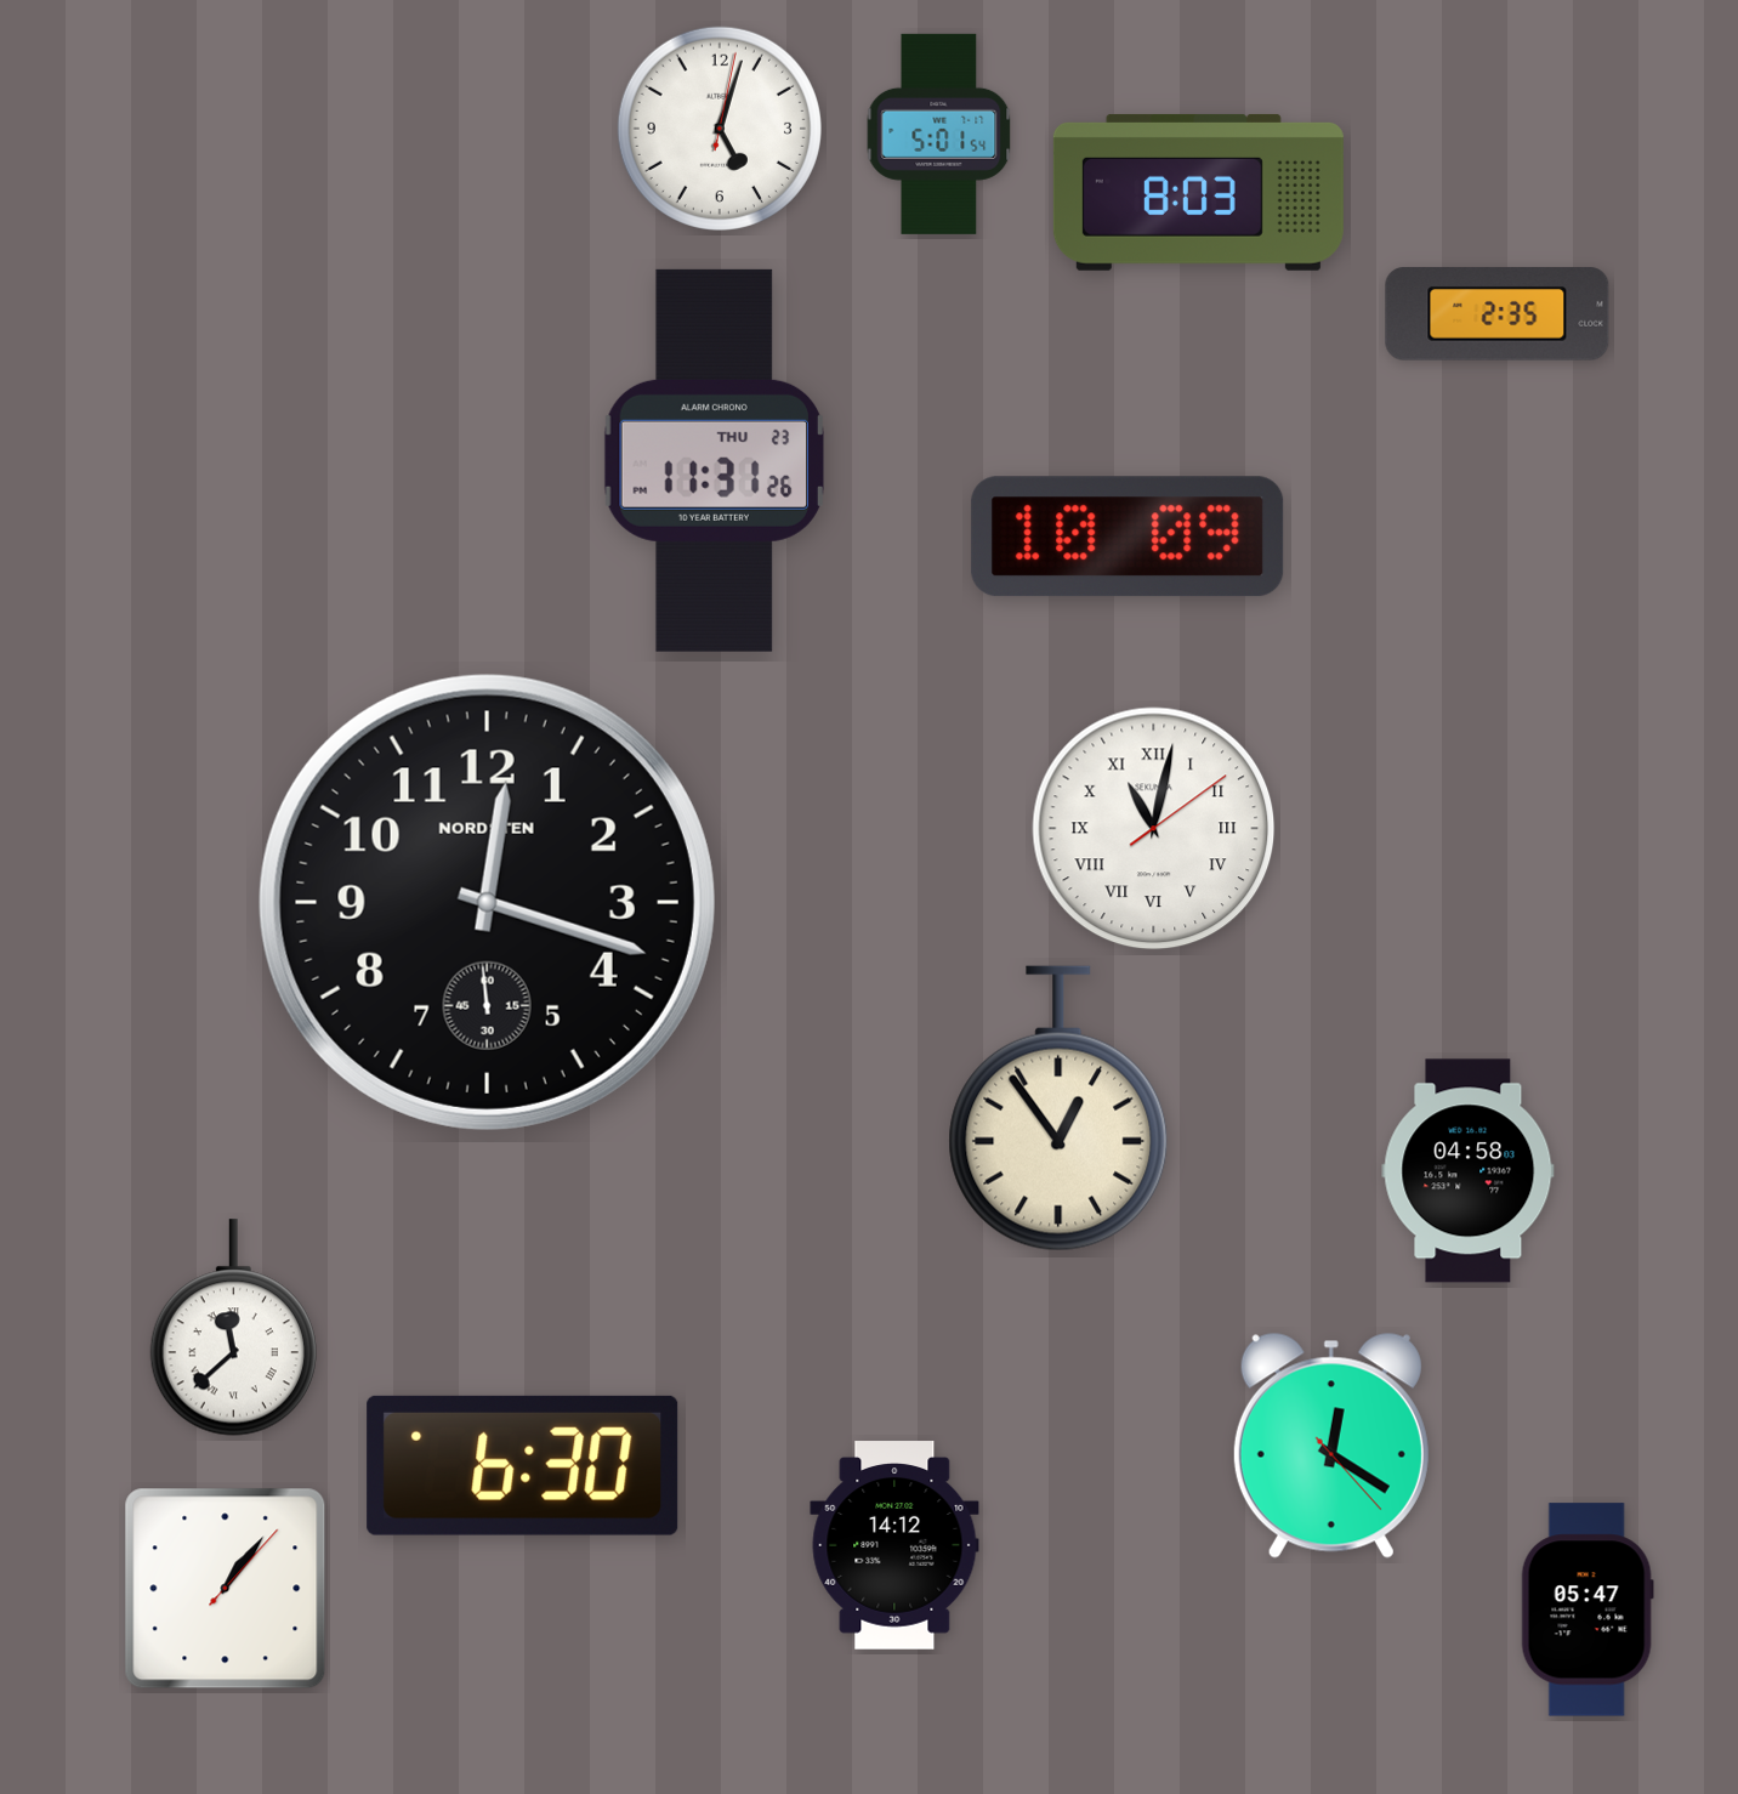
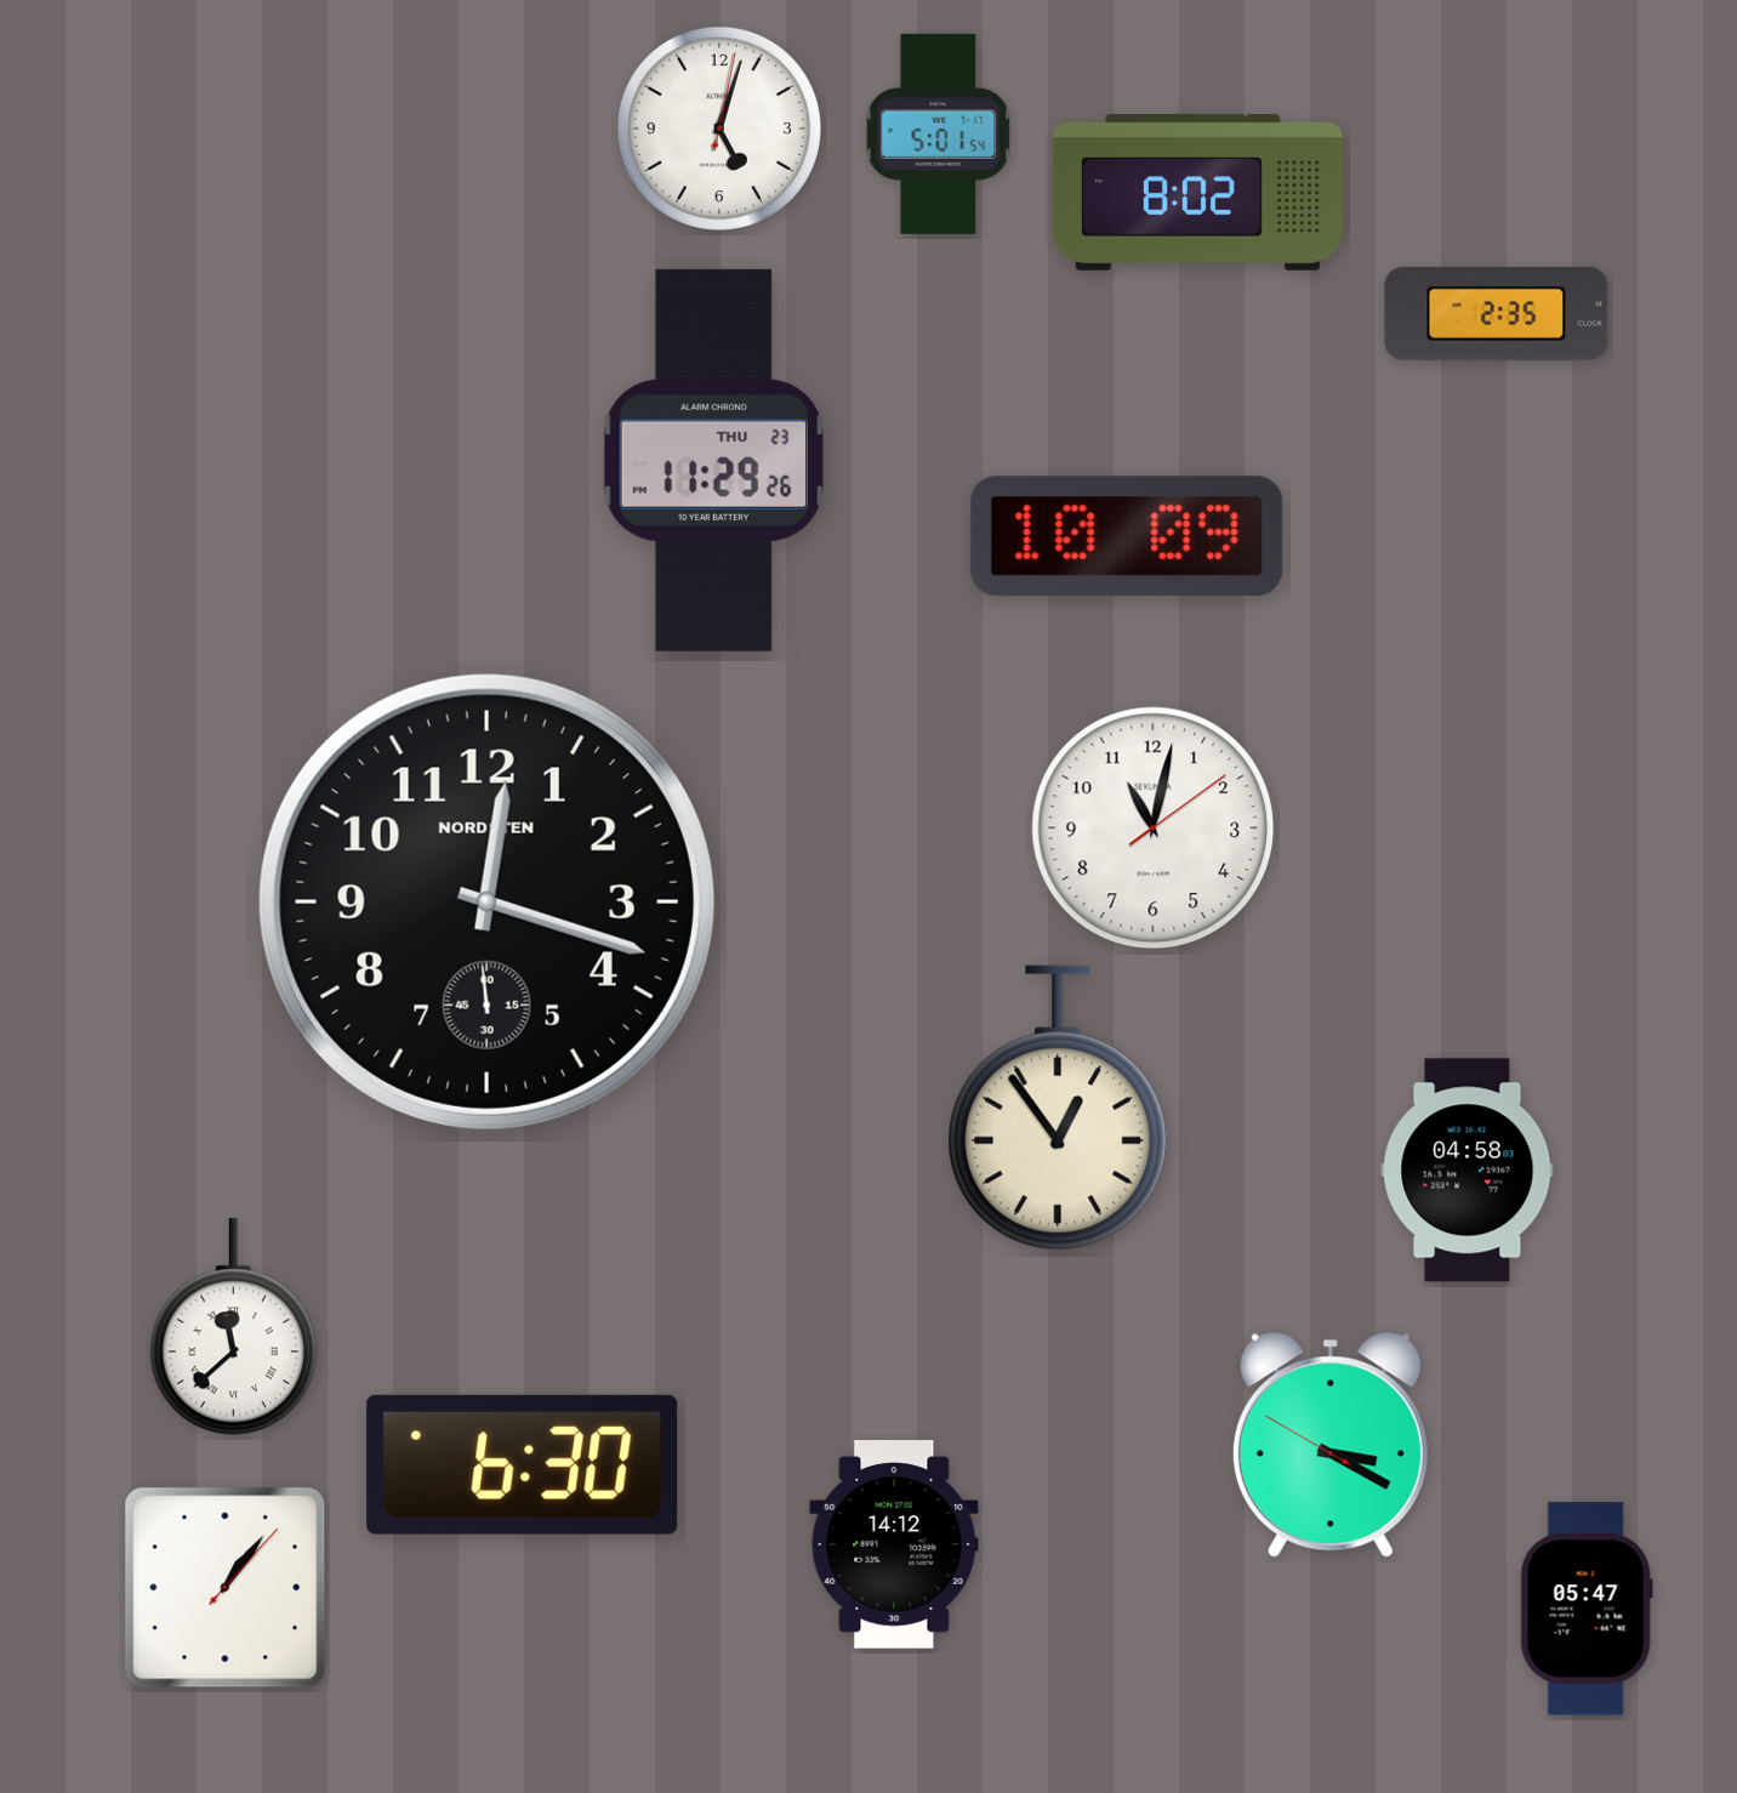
clock at (1198, 192): 8:03 -> 8:02
clock at (714, 460): 11:31 -> 11:29
clock at (1154, 829) numerals: Roman -> Arabic
clock at (1331, 1446): 12:20 -> 3:19
